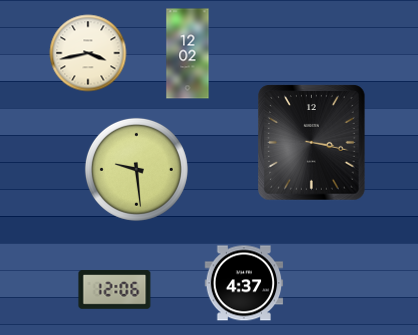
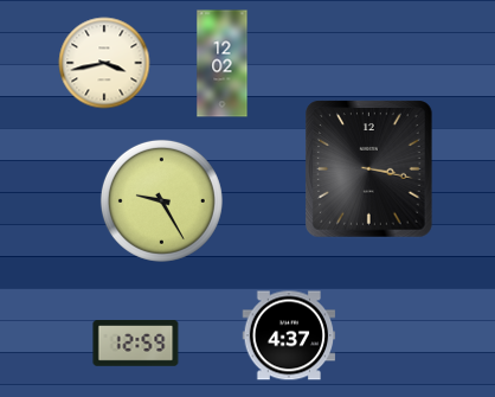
clock at (136, 169): 9:29 -> 9:25
clock at (115, 290): 12:06 -> 12:59
